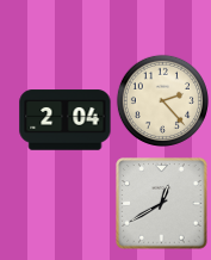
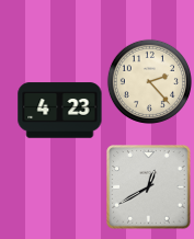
clock at (162, 100) position: (162, 100) -> (149, 81)
clock at (66, 120): 2:04 -> 4:23
